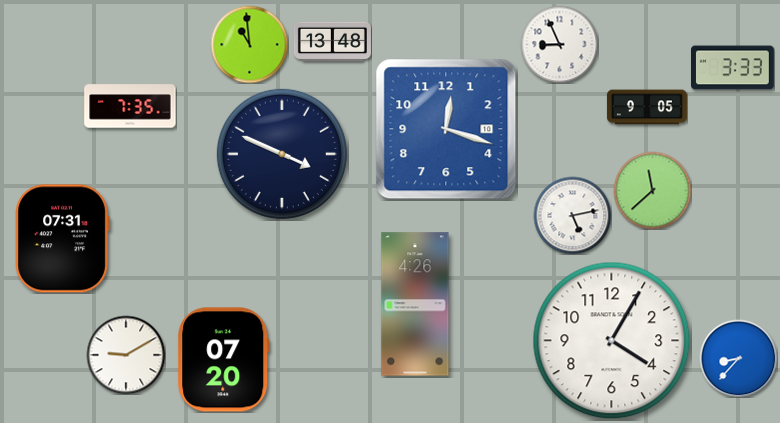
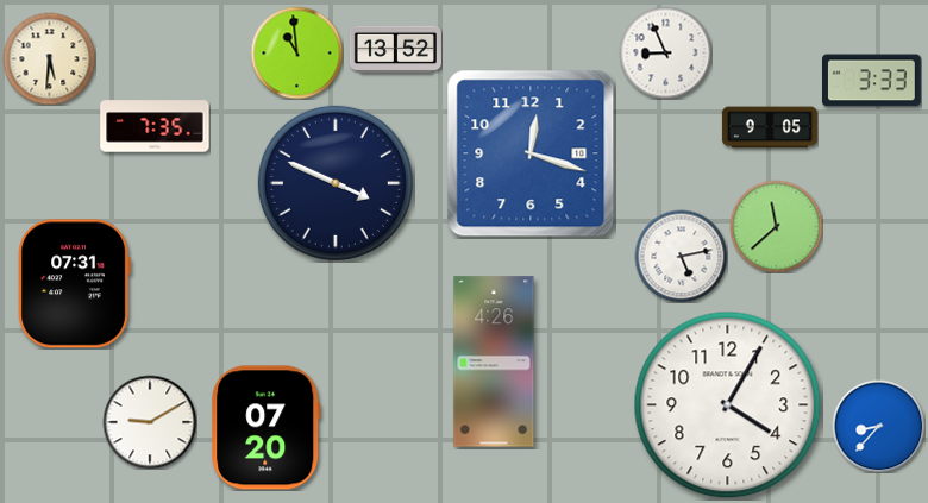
clock at (332, 42): 13:48 -> 13:52
clock at (49, 58): none -> 5:31
